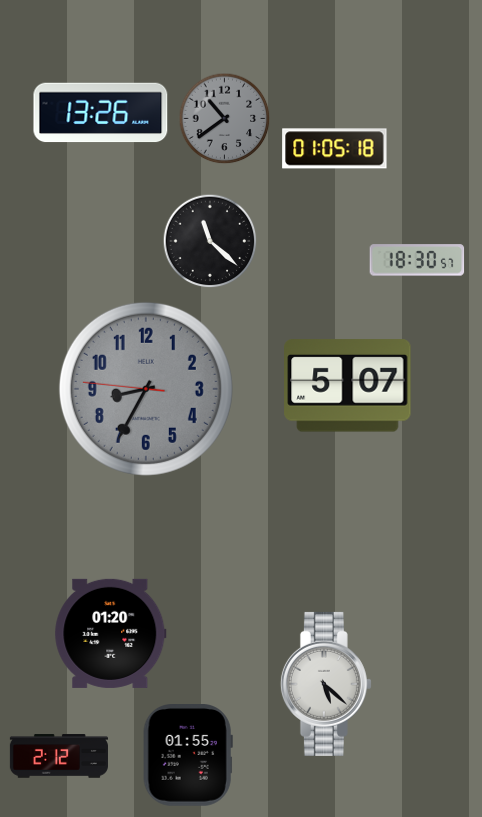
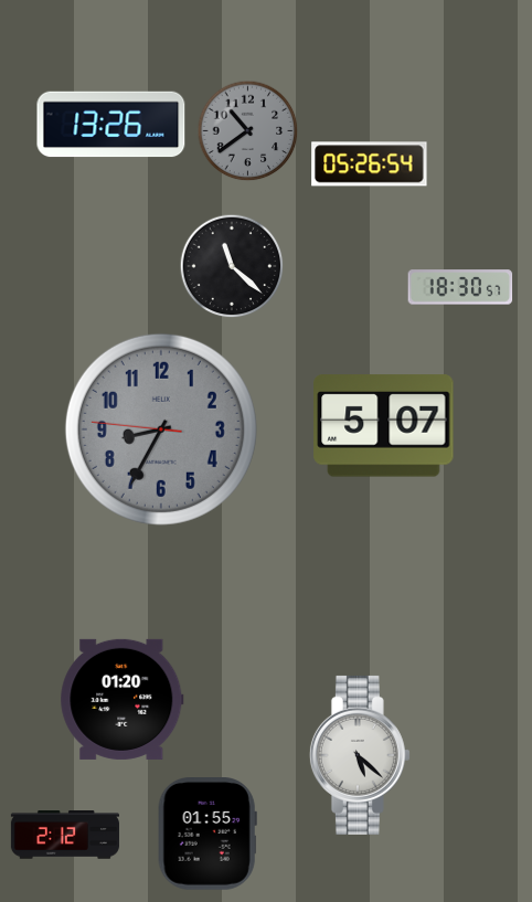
clock at (335, 149): 01:05 -> 05:26
